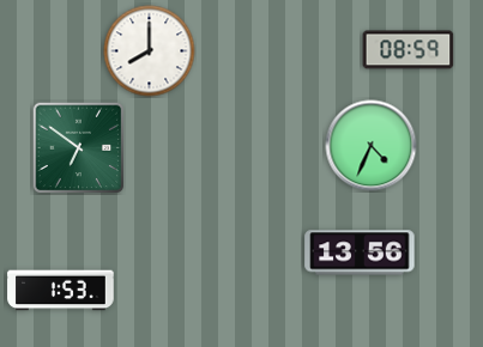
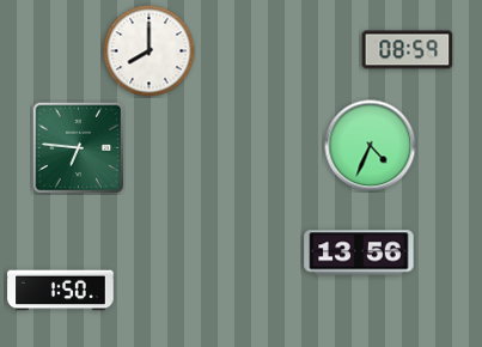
clock at (78, 147): 6:51 -> 6:46
clock at (61, 291): 1:53 -> 1:50
